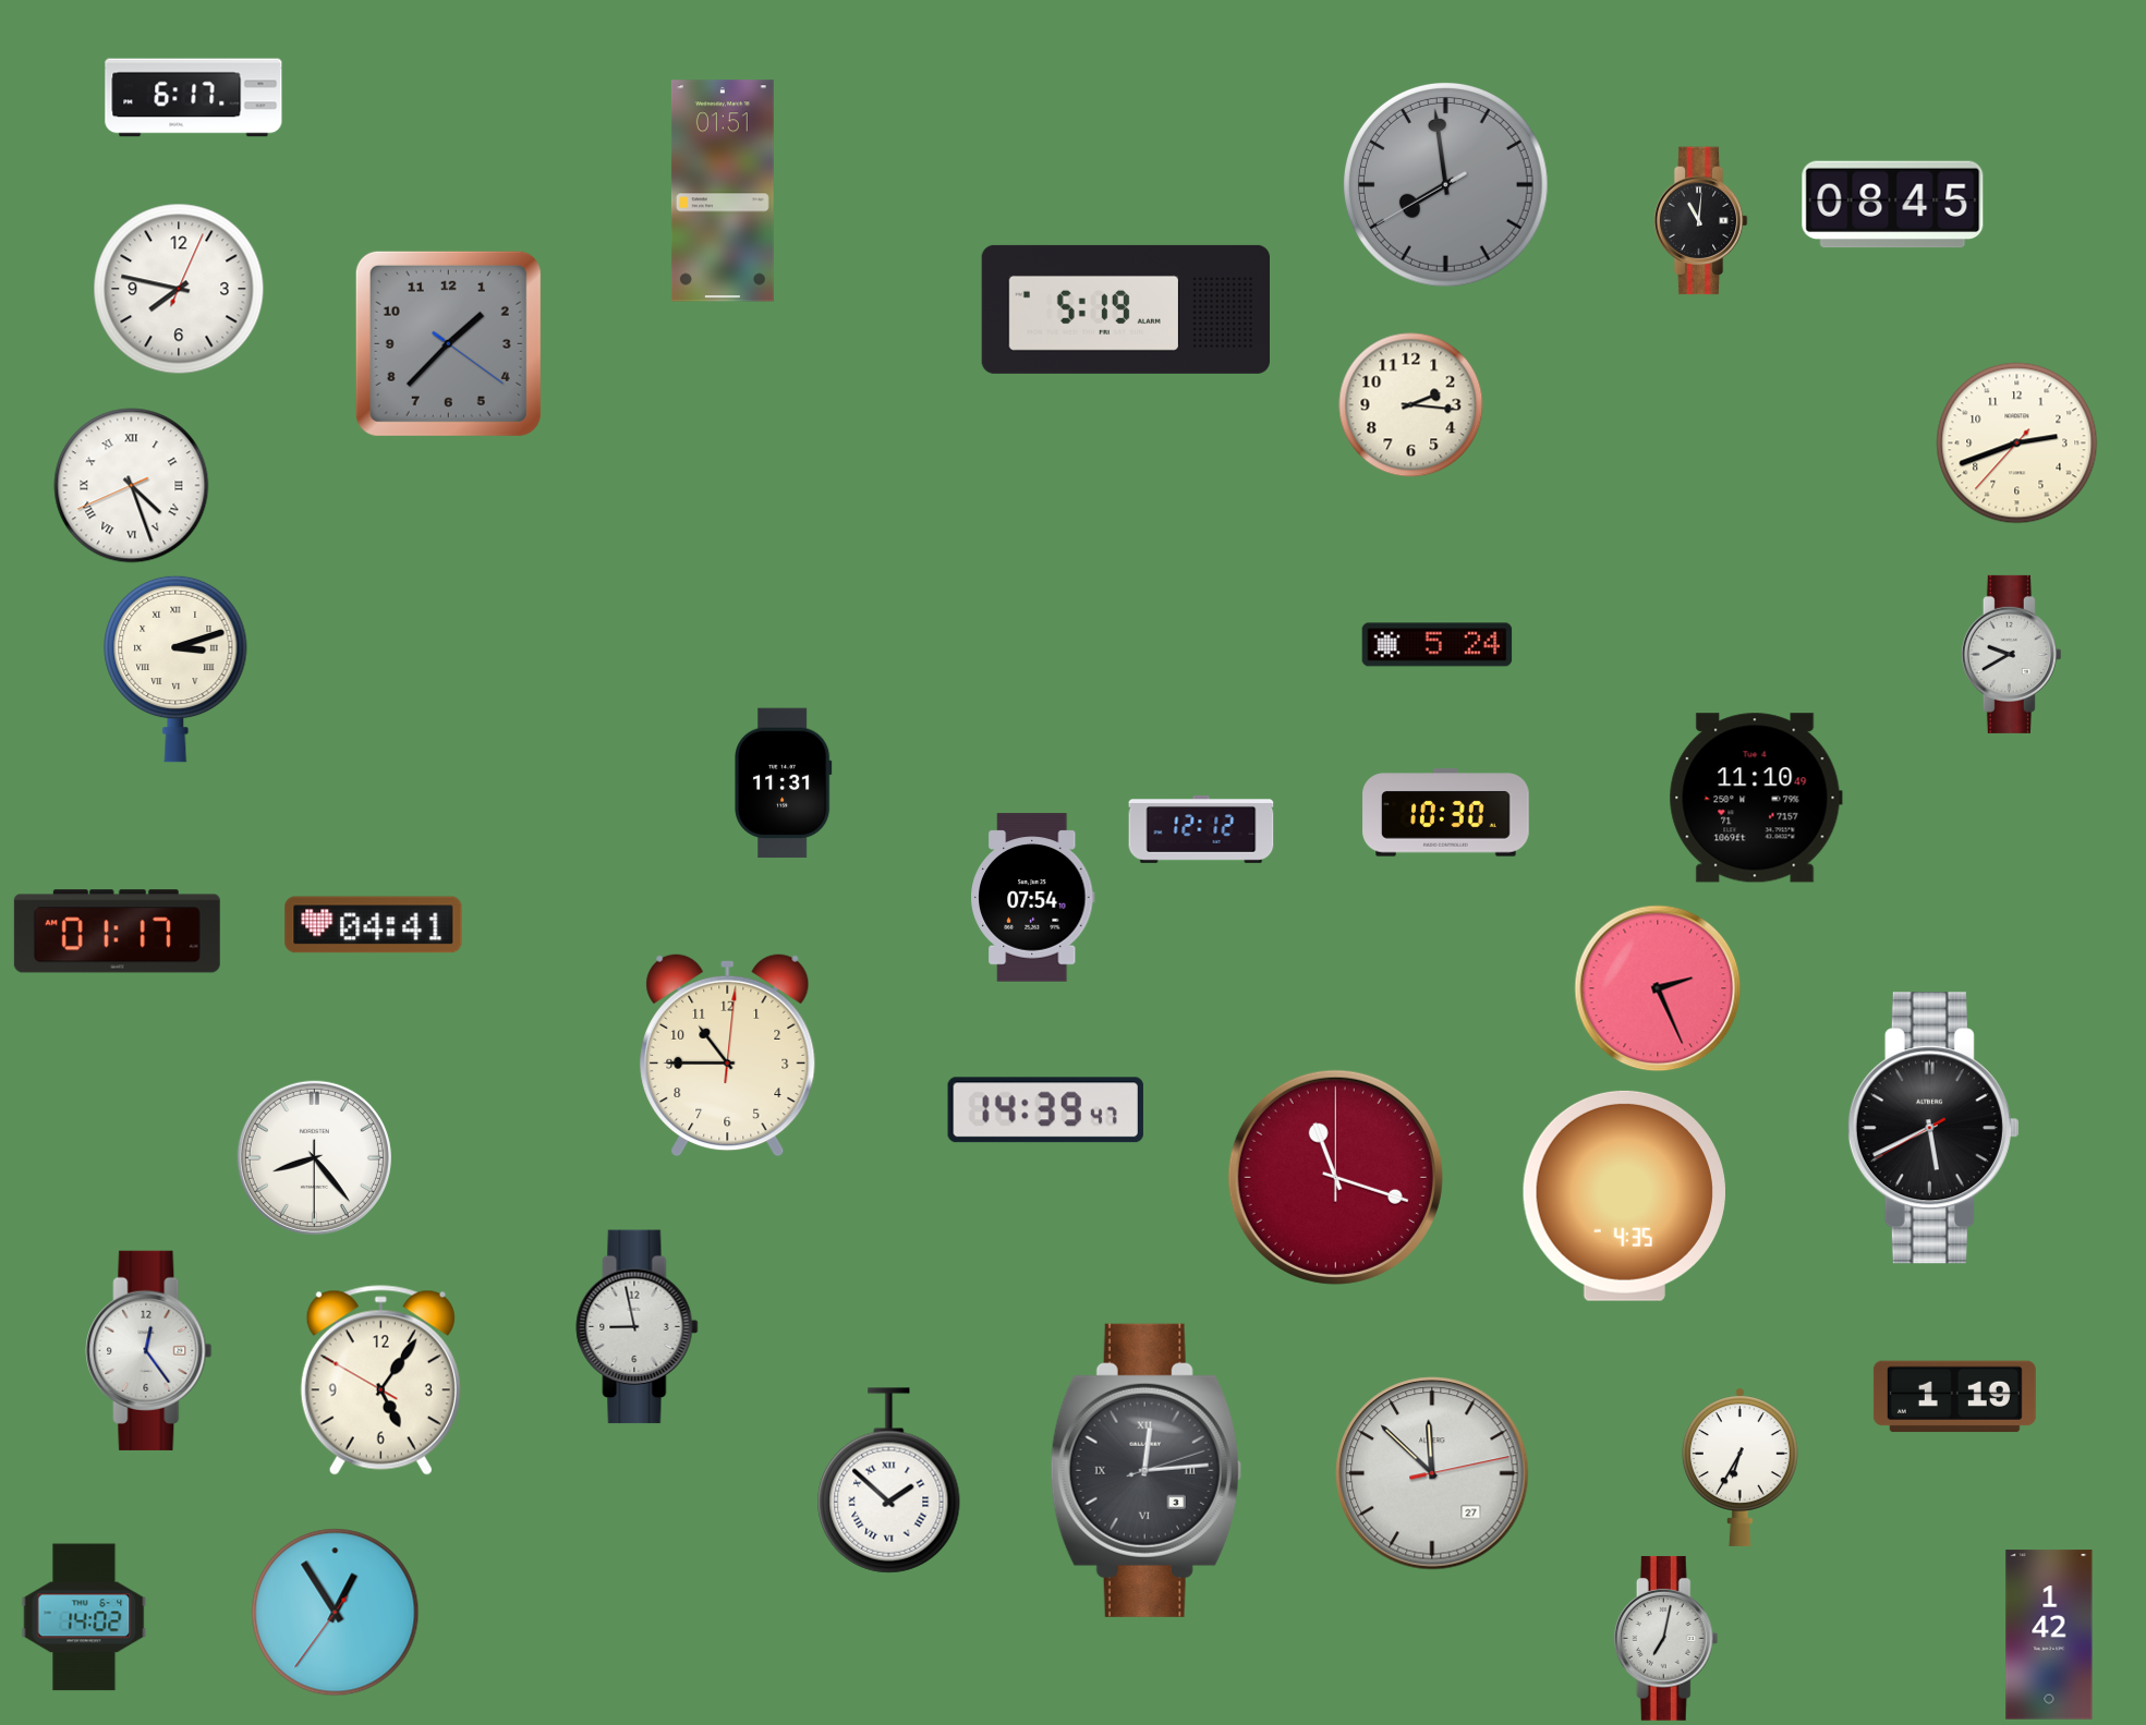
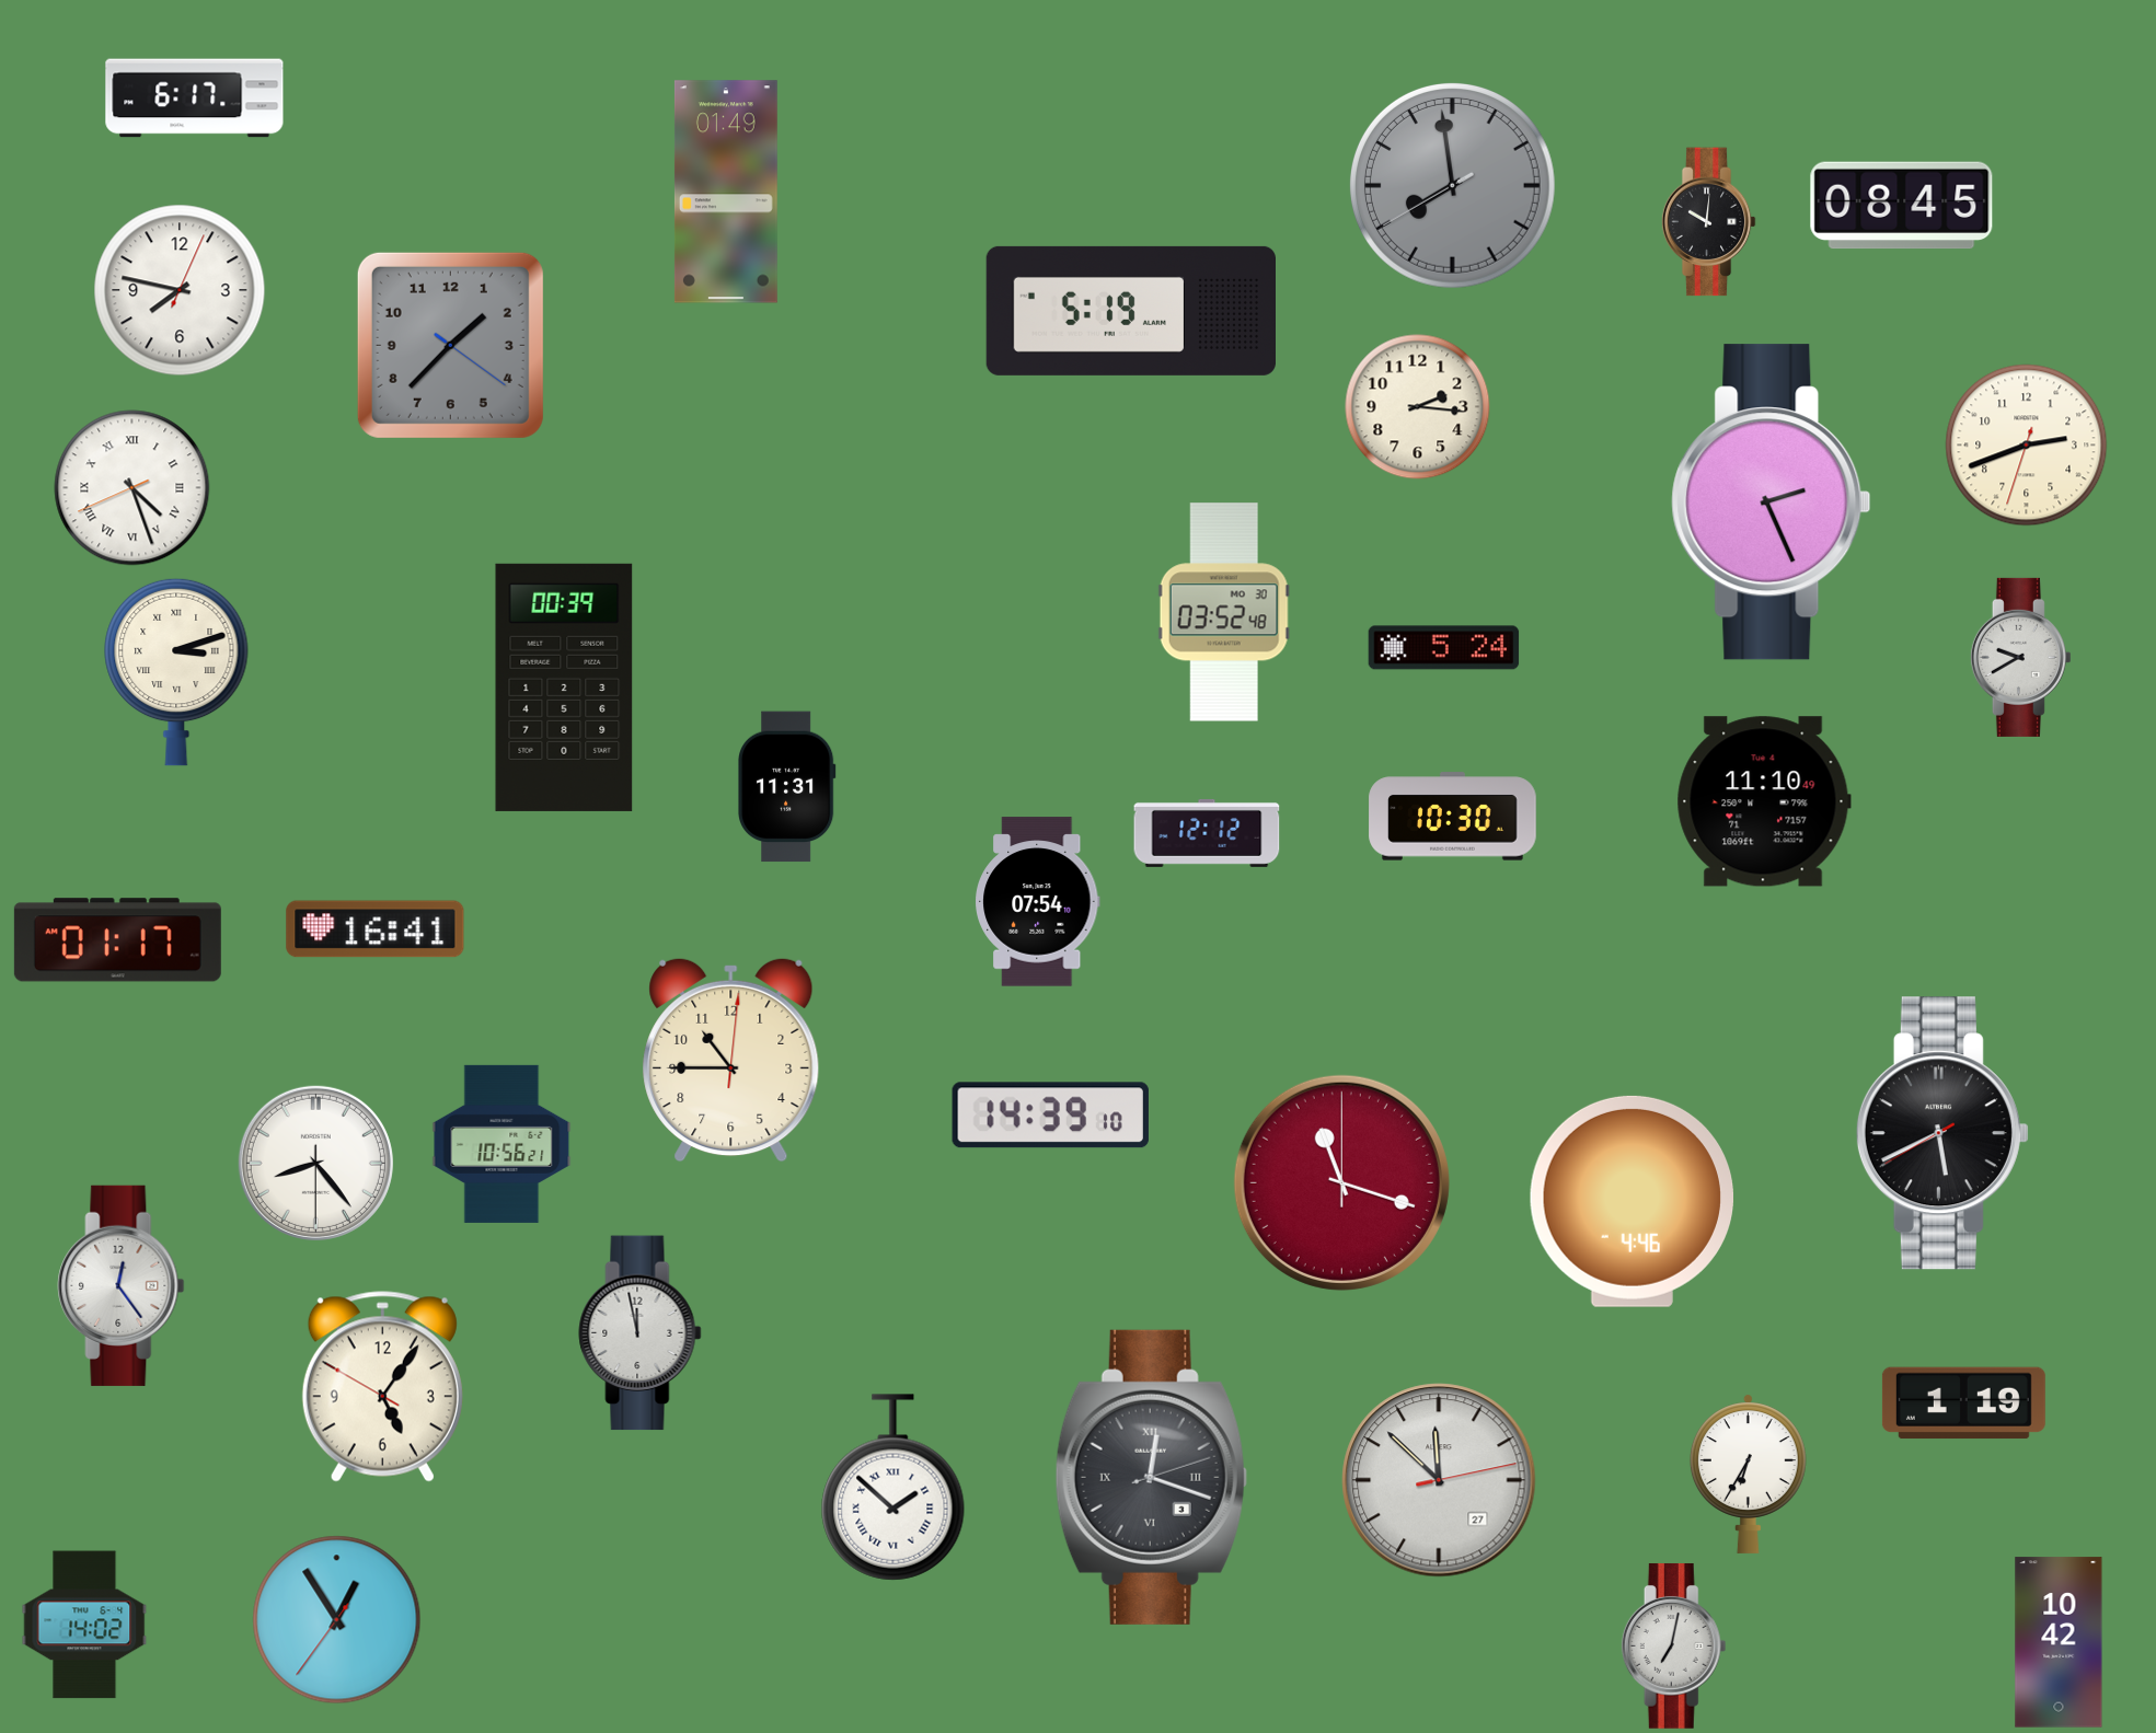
clock at (723, 191): 01:51 -> 01:49
clock at (1700, 221): 11:01 -> 10:01
clock at (2017, 444): 2:41:37 -> 2:41:33
clock at (1772, 502): none -> 2:26
clock at (1224, 612): none -> 03:52
clock at (564, 688): none -> 00:39
clock at (374, 925): 04:41 -> 16:41
clock at (117, 932) position: (117, 932) -> (117, 940)
clock at (1658, 988): 2:26 -> none
clock at (1045, 1110): 14:39:47 -> 14:39:10
clock at (501, 1144): none -> 10:56
clock at (1624, 1195): 4:35 -> 4:46
clock at (638, 1327): 8:58 -> 11:58
clock at (149, 1350) position: (149, 1350) -> (122, 1285)
clock at (1145, 1470): 12:14 -> 12:18
clock at (2049, 1635): 1:42 -> 10:42
